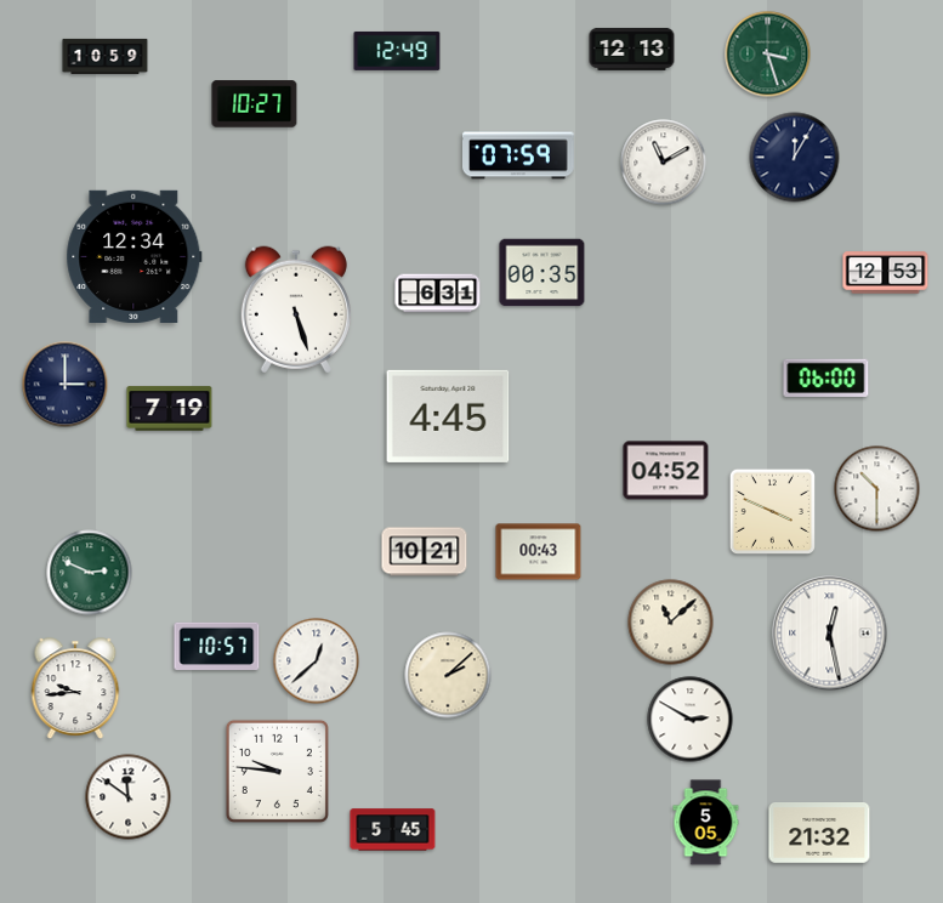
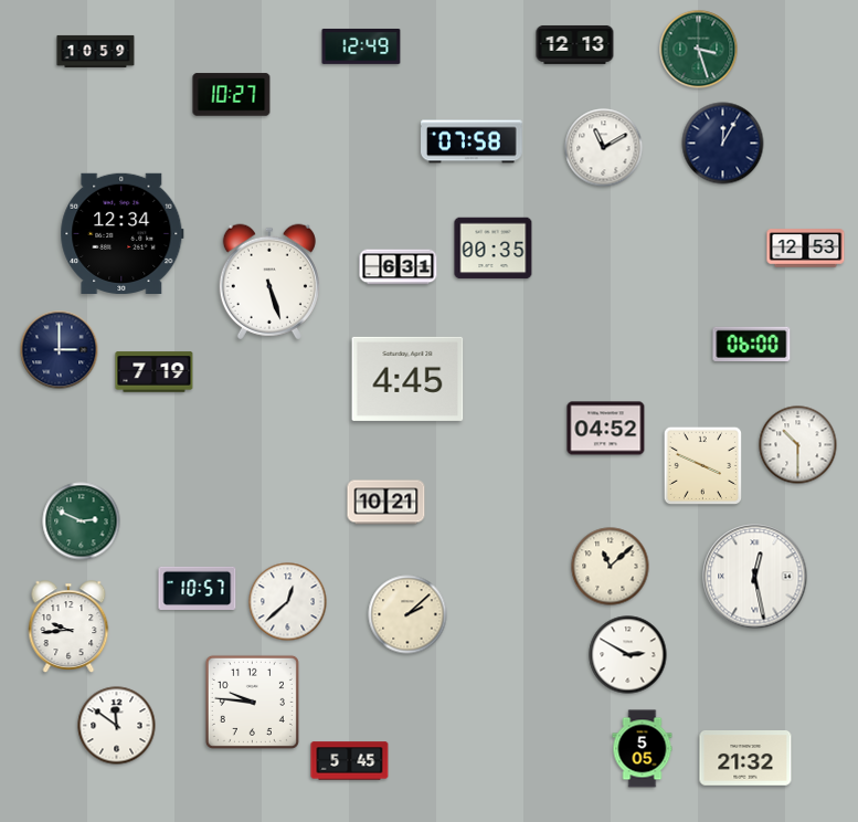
clock at (519, 155): 07:59 -> 07:58
clock at (539, 552): 00:43 -> none
clock at (393, 830) position: (393, 830) -> (350, 761)
